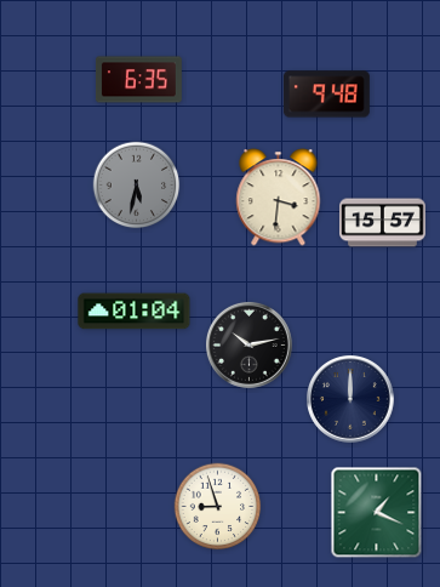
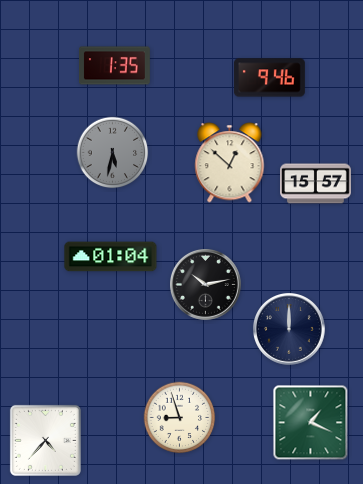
clock at (139, 80): 6:35 -> 1:35
clock at (326, 95): 9:48 -> 9:46
clock at (279, 198): 3:31 -> 12:52
clock at (45, 440): none -> 4:37
